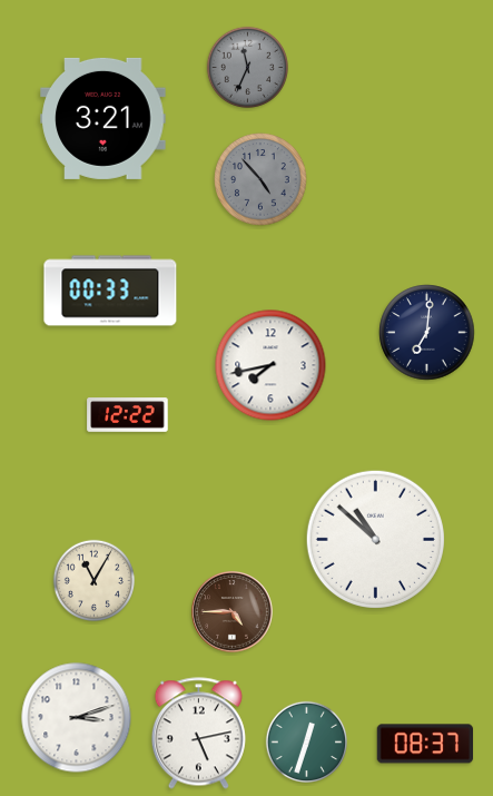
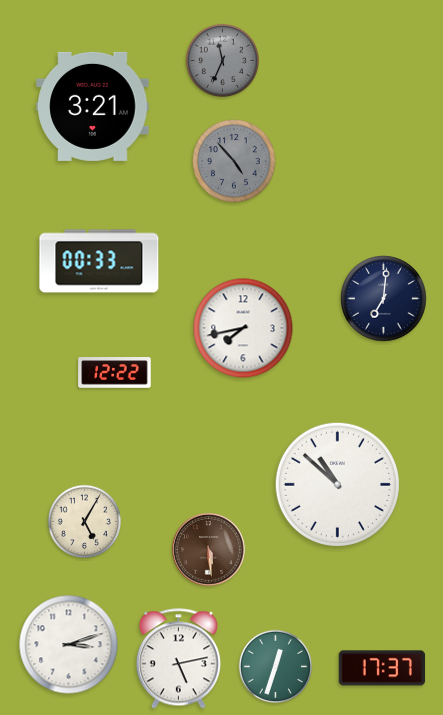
clock at (93, 580): 11:05 -> 5:05
clock at (233, 612): 4:45 -> 5:29
clock at (425, 744): 08:37 -> 17:37
